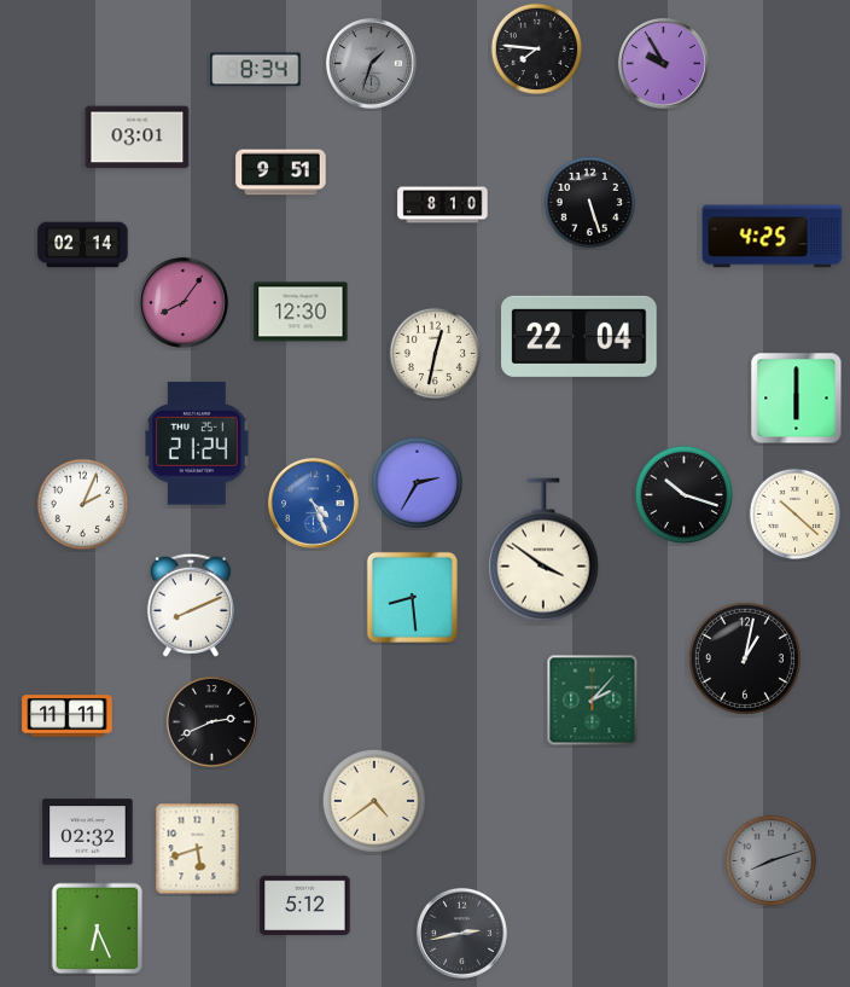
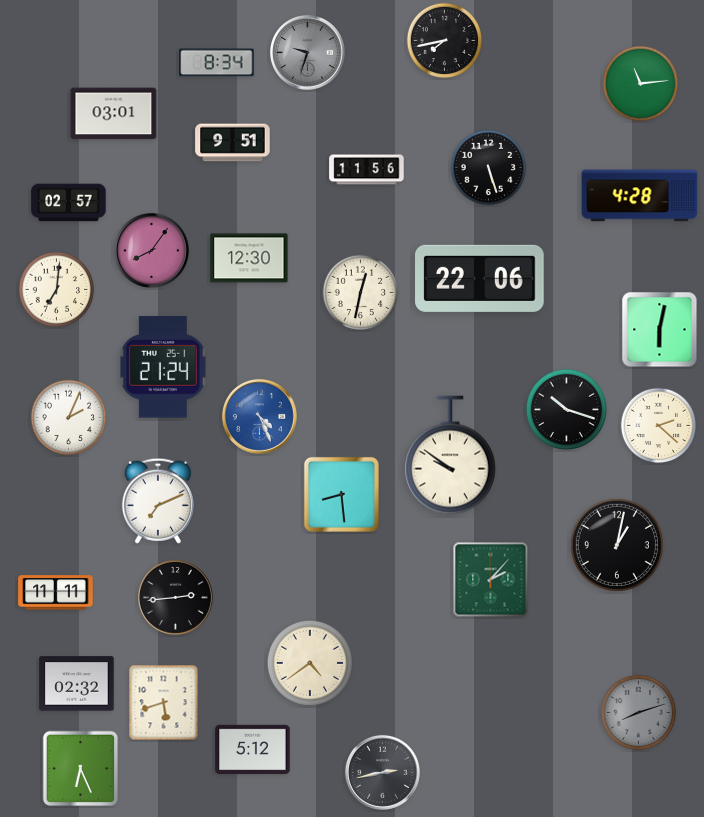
clock at (537, 50): 7:46 -> 7:43
clock at (371, 63): 1:33 -> 9:33
clock at (663, 63): 9:55 -> none
clock at (256, 70) position: (256, 70) -> (217, 63)
clock at (641, 84): none -> 11:14
clock at (443, 205): 8:10 -> 11:56
clock at (773, 237): 4:25 -> 4:28
clock at (83, 245): 02:14 -> 02:57
clock at (580, 336): 22:04 -> 22:06
clock at (57, 290): none -> 7:01
clock at (797, 399): 6:00 -> 6:02
clock at (418, 483): 2:35 -> none
clock at (796, 515): 10:22 -> 2:22
clock at (543, 550): 3:51 -> 9:51
clock at (191, 605): 8:11 -> 7:11
clock at (211, 721): 2:41 -> 2:44
clock at (88, 832) position: (88, 832) -> (77, 684)
